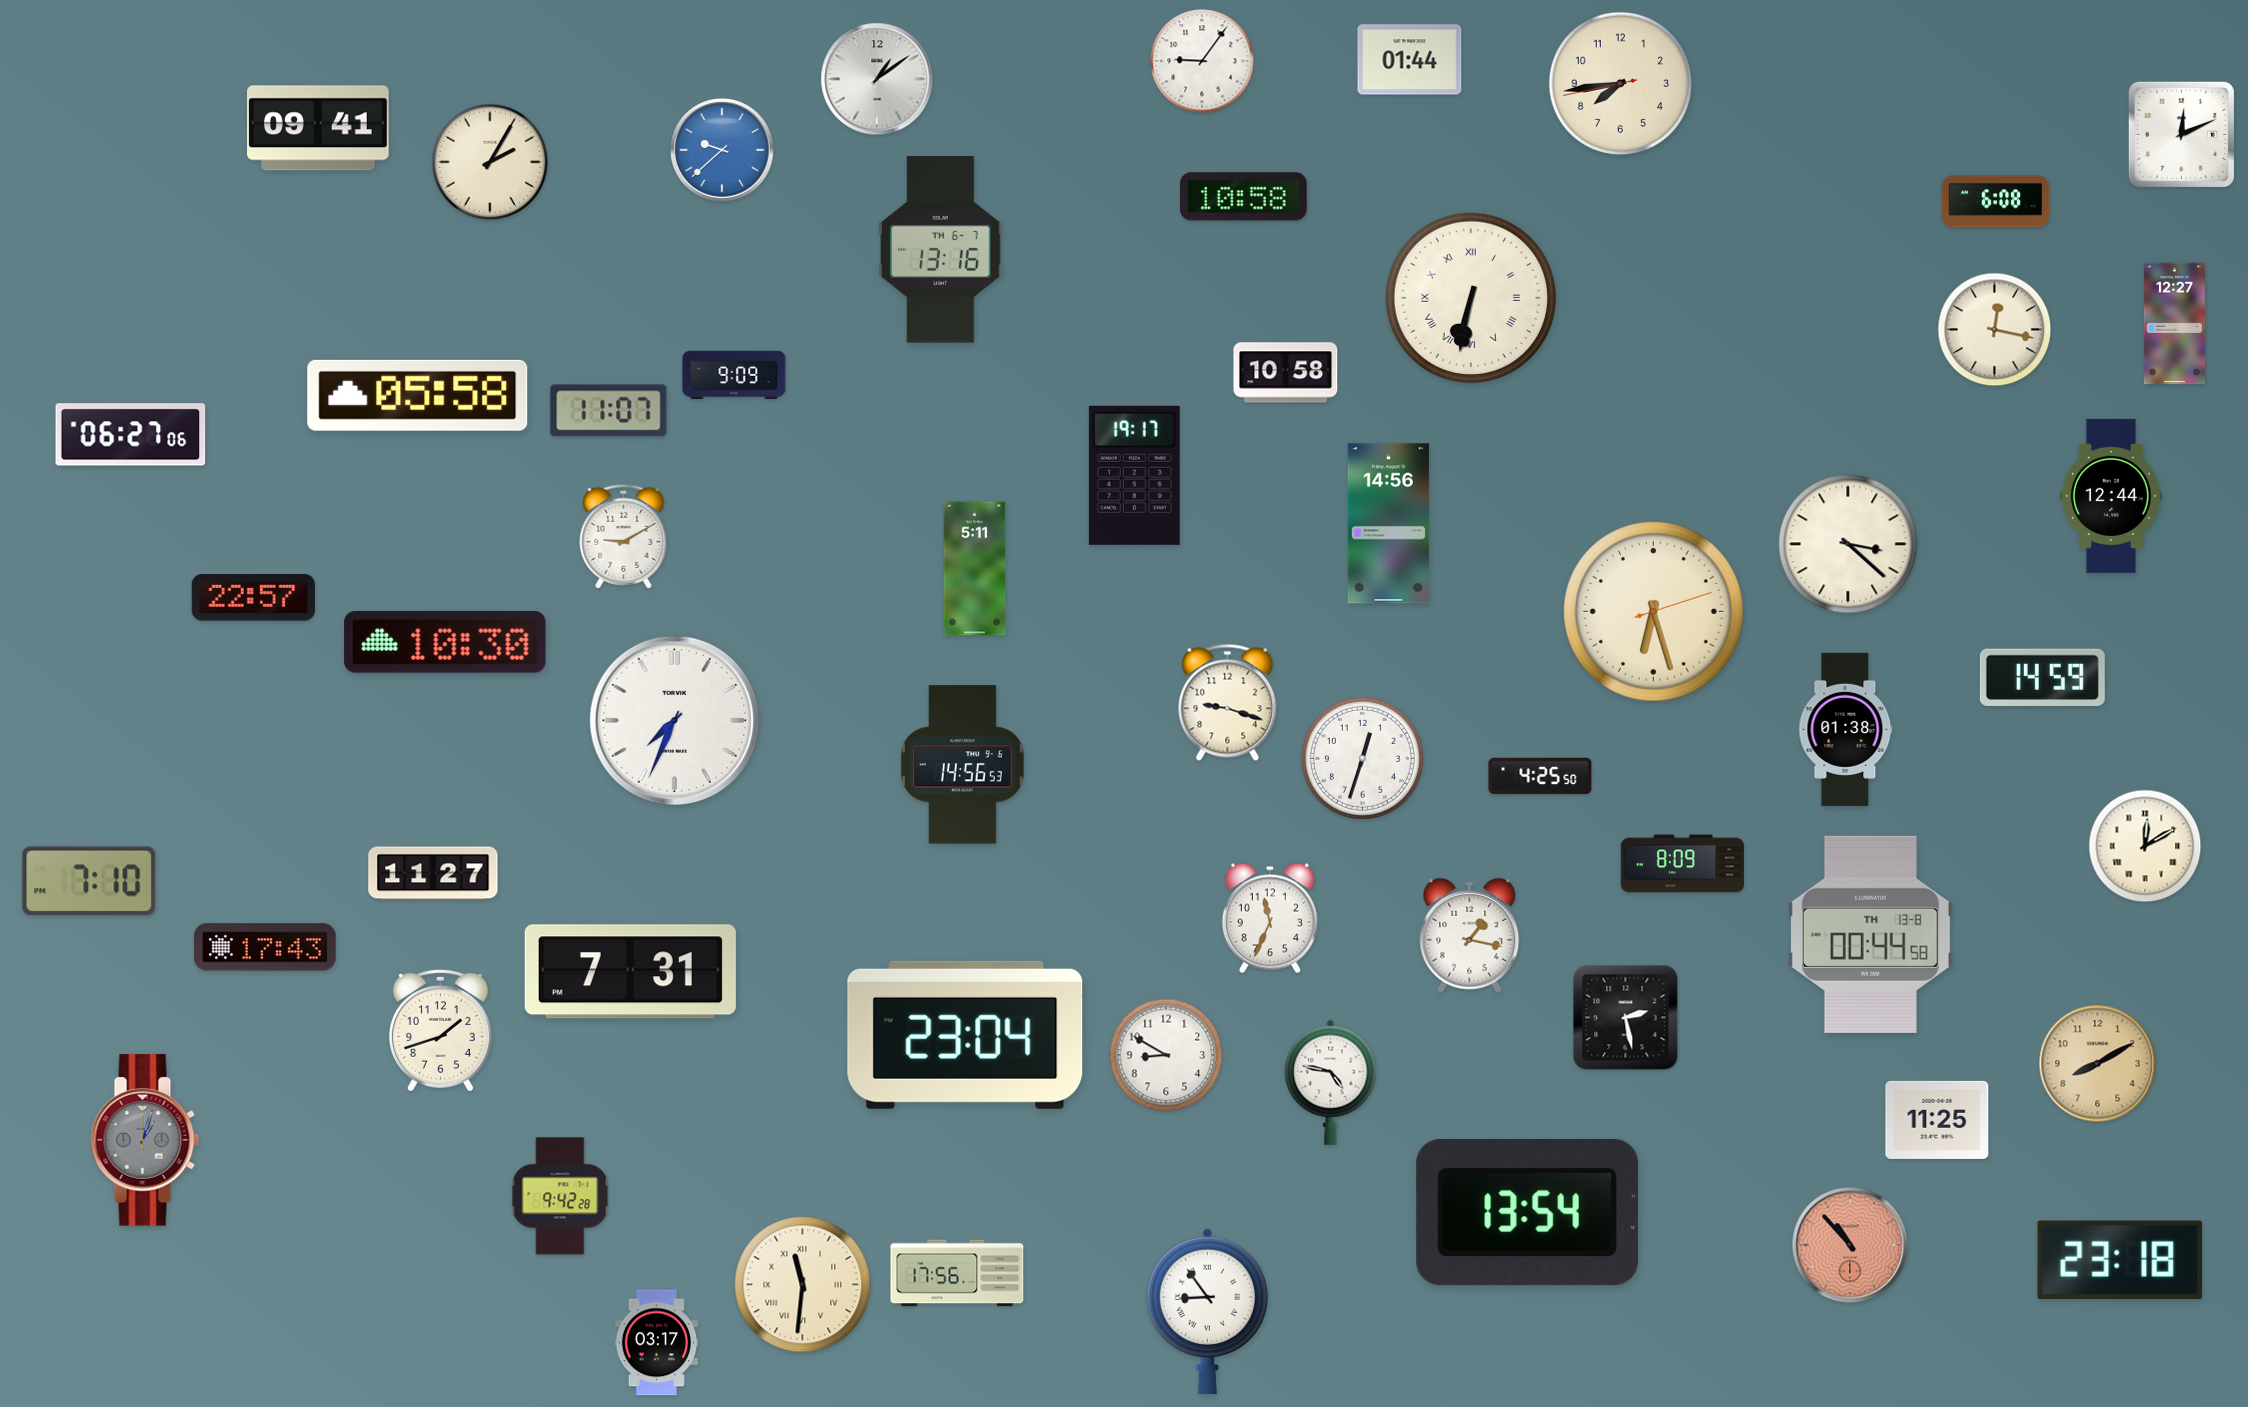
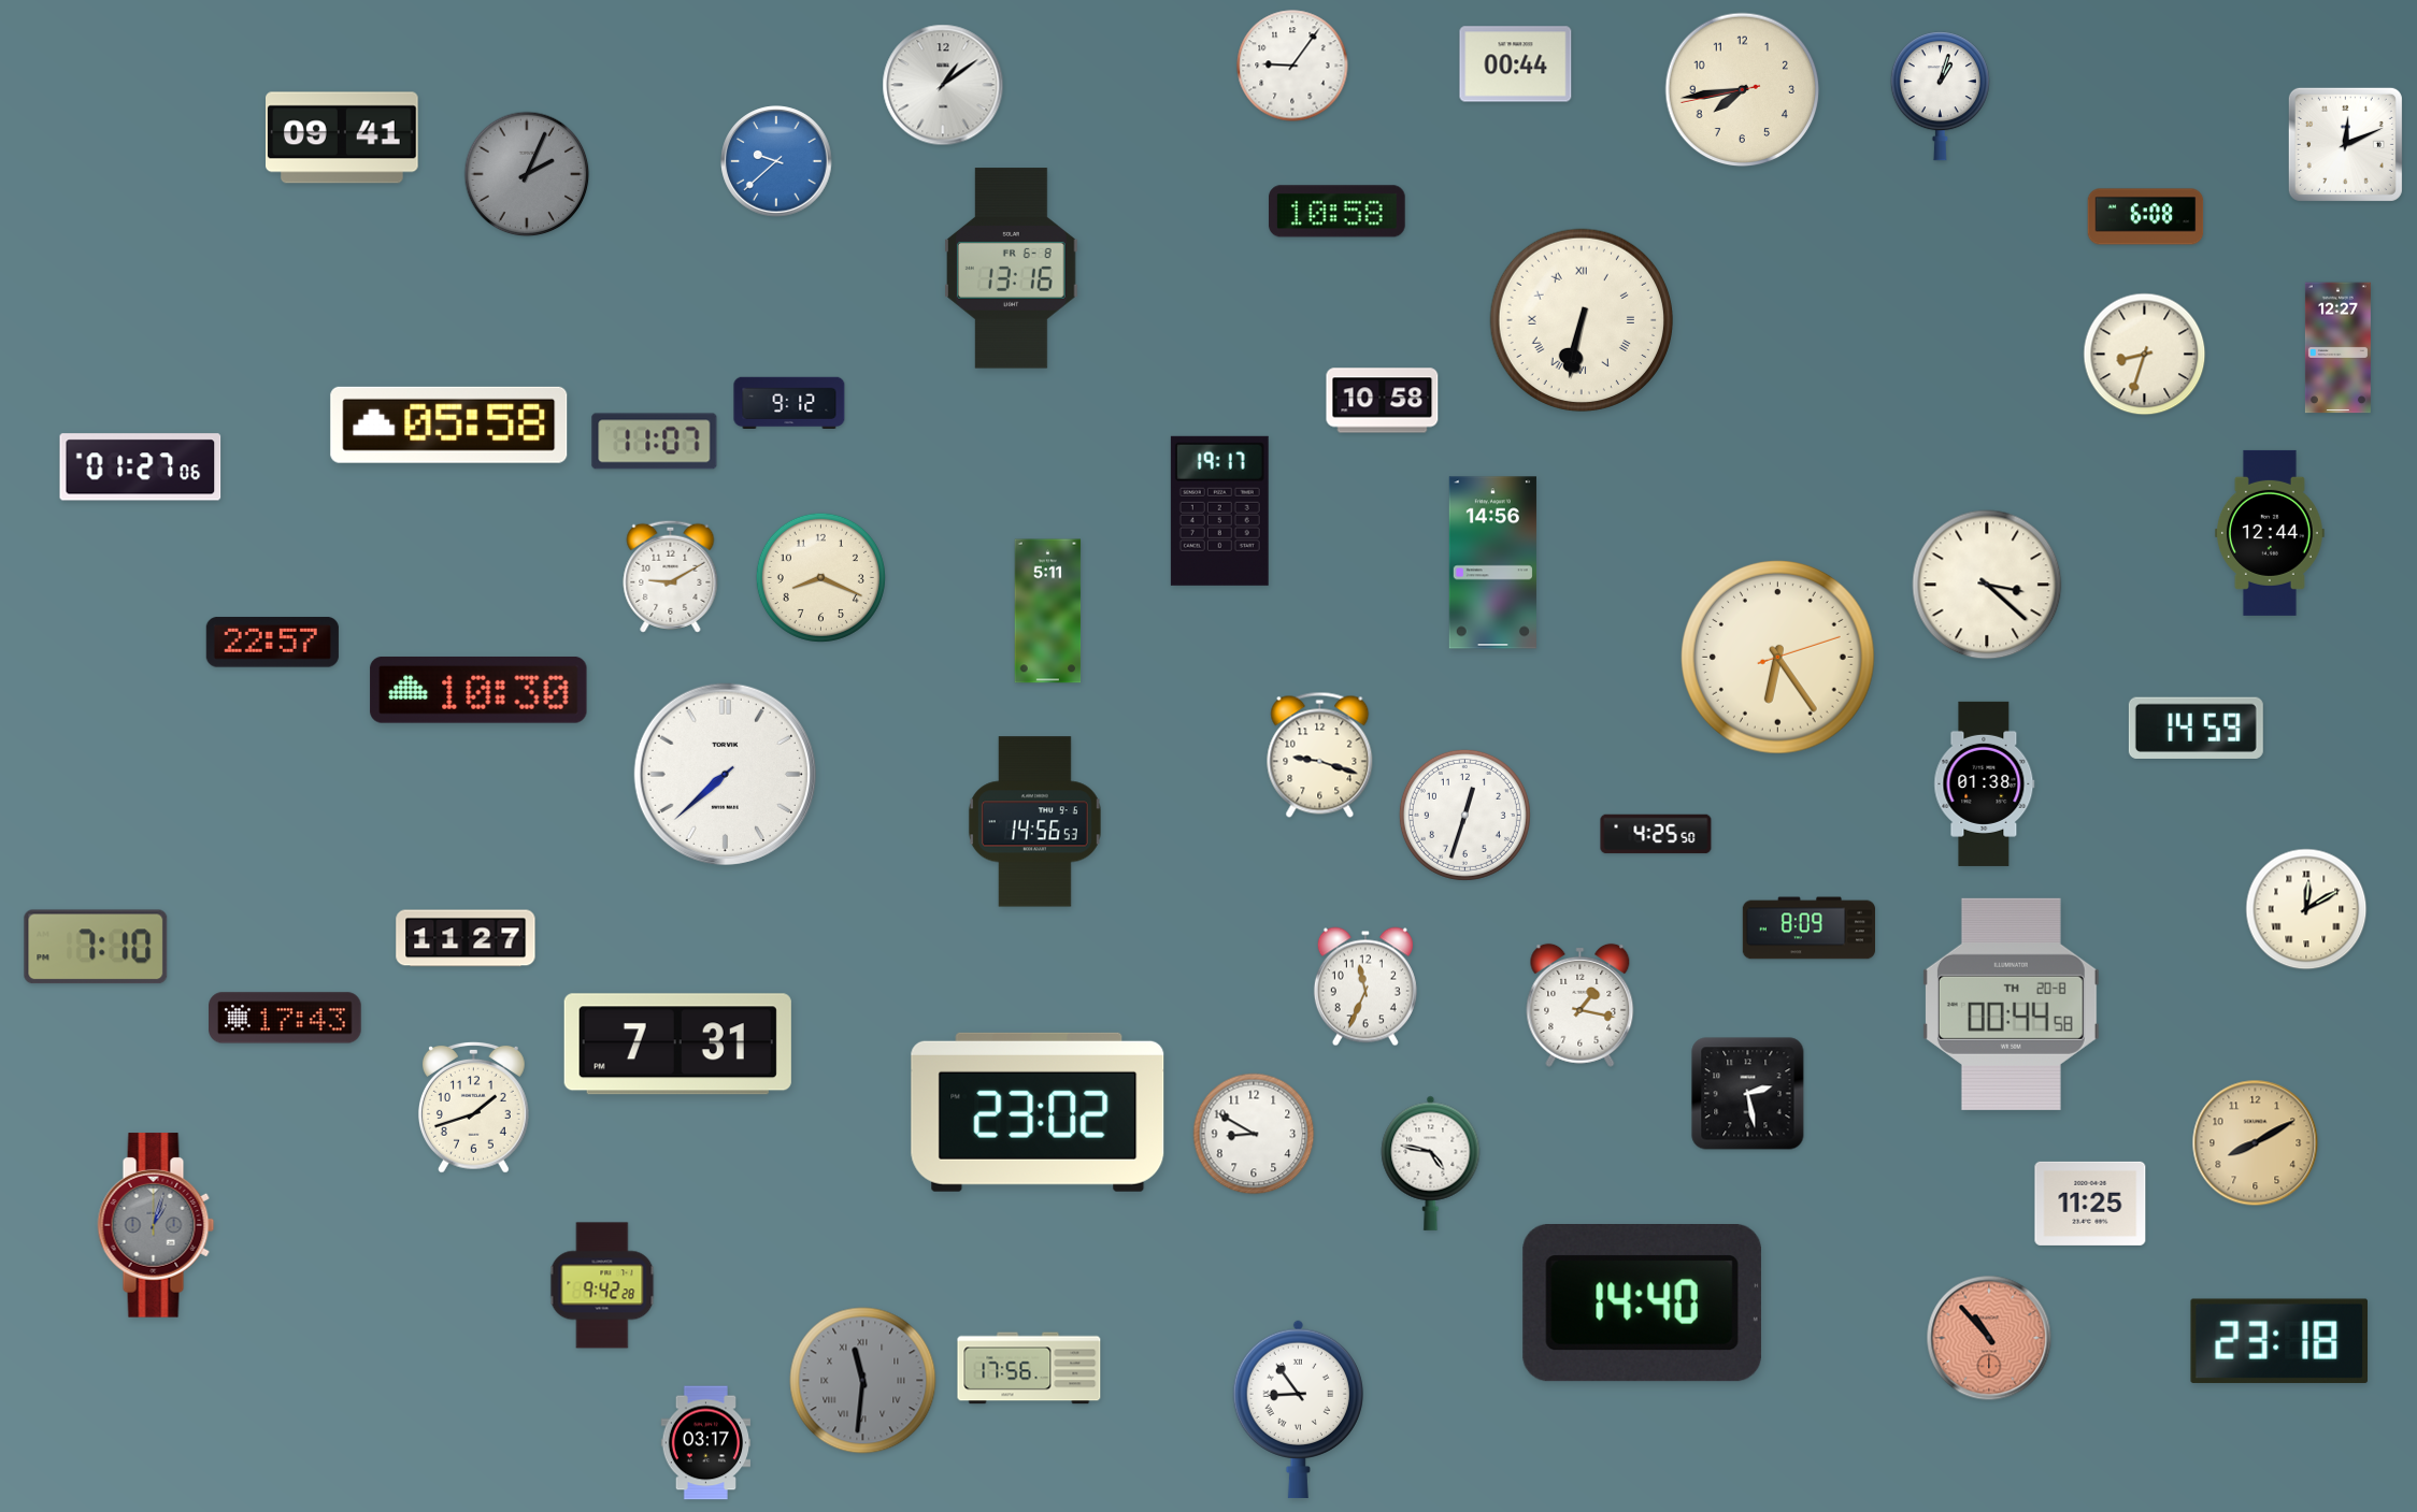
clock at (1410, 60): 01:44 -> 00:44
clock at (1940, 97): none -> 1:03
clock at (490, 162): 2:05 -> 2:04
clock at (490, 162) dial: cream -> grey
clock at (941, 250) date: TH 6-7 -> FR 6-8
clock at (1995, 330): 12:17 -> 8:33
clock at (734, 374): 9:09 -> 9:12
clock at (131, 435): 06:27 -> 01:27
clock at (820, 577): none -> 8:19
clock at (1653, 611): 6:27 -> 6:24
clock at (674, 720): 7:34 -> 7:38
clock at (1870, 934) date: TH 13-8 -> TH 20-8
clock at (965, 1035): 23:04 -> 23:02
clock at (1937, 1120) position: (1937, 1120) -> (2090, 1204)
clock at (1527, 1213): 13:54 -> 14:40
clock at (2119, 1260) position: (2119, 1260) -> (2278, 1341)
clock at (803, 1285) dial: cream -> grey
